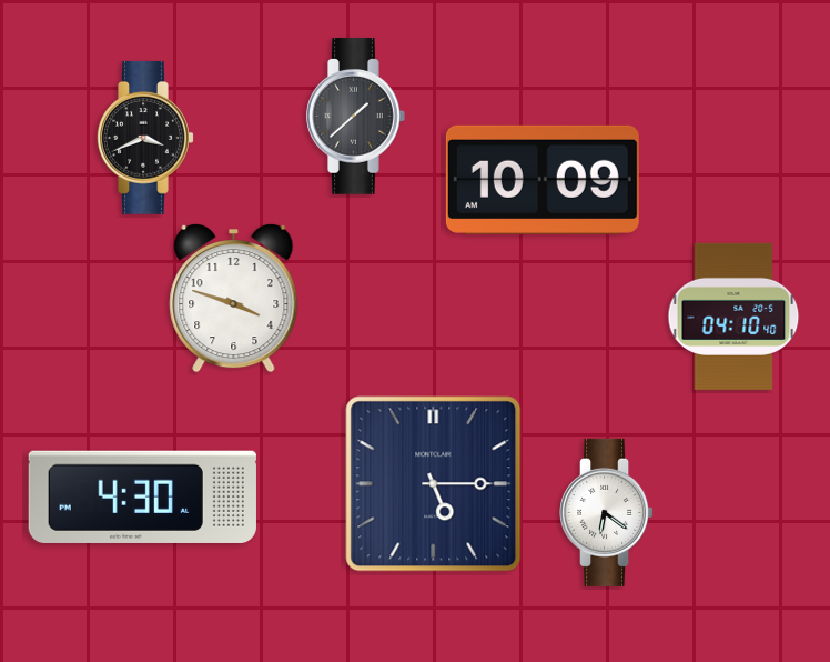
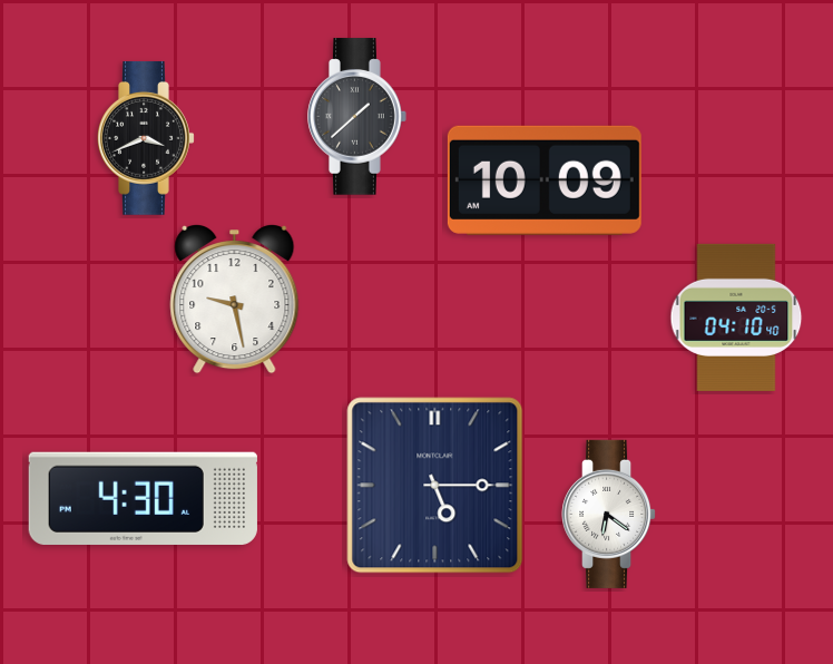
clock at (234, 298): 3:48 -> 9:28
